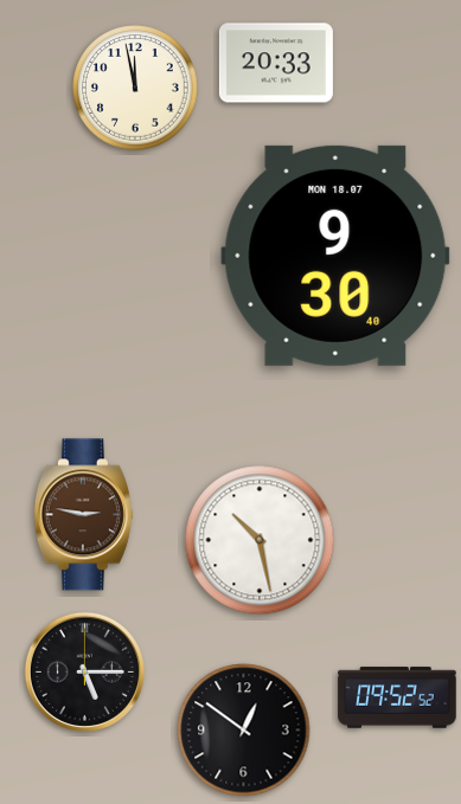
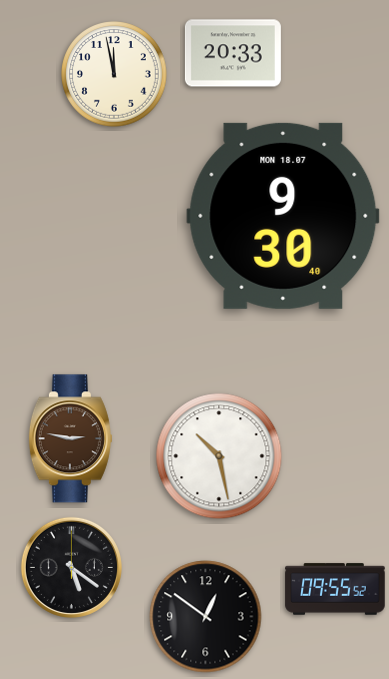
clock at (83, 515) position: (83, 515) -> (70, 439)
clock at (84, 671): 5:15 -> 5:21
clock at (397, 697): 09:52 -> 09:55
